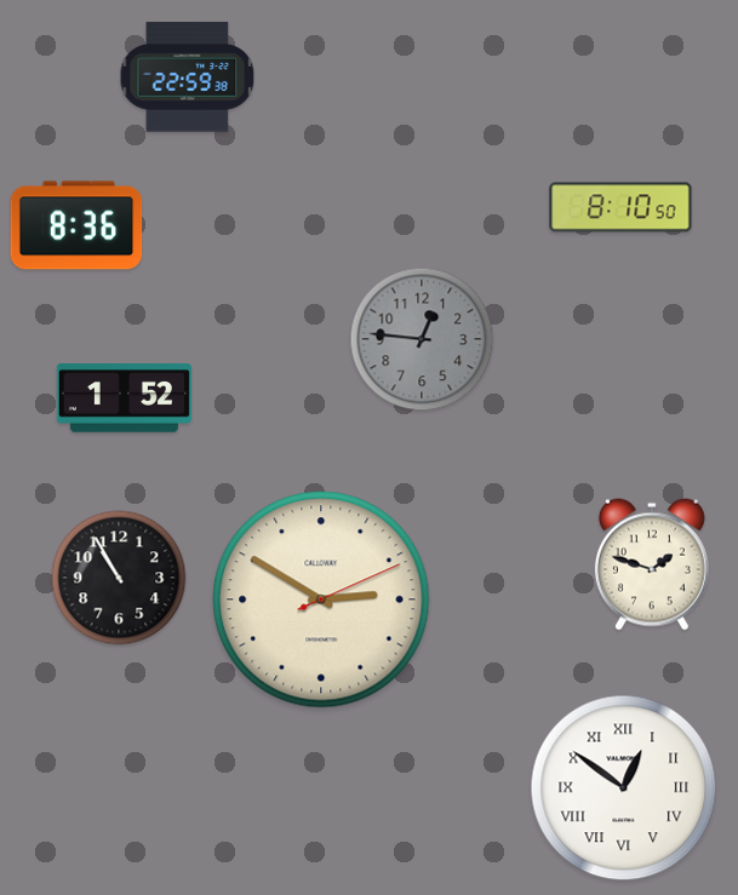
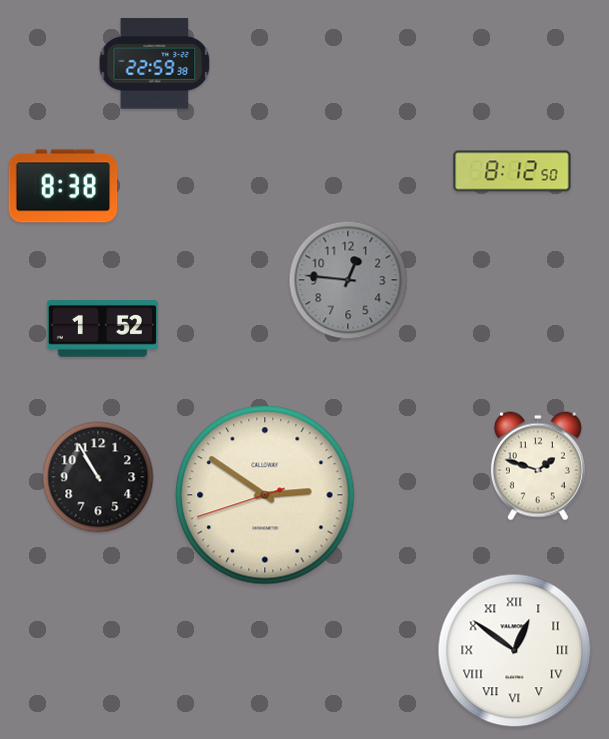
clock at (620, 207): 8:10 -> 8:12
clock at (76, 225): 8:36 -> 8:38
clock at (321, 599): 2:50:11 -> 2:50:42
